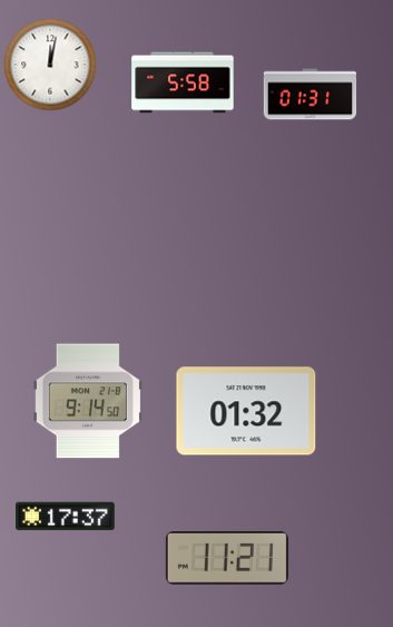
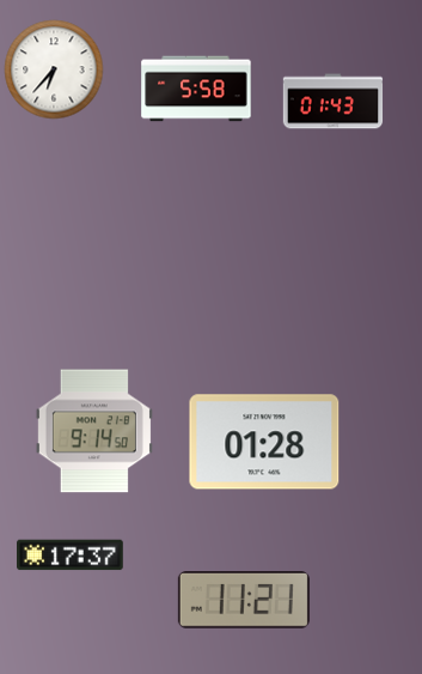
clock at (50, 65): 12:02 -> 6:37
clock at (311, 95): 01:31 -> 01:43
clock at (246, 411): 01:32 -> 01:28
